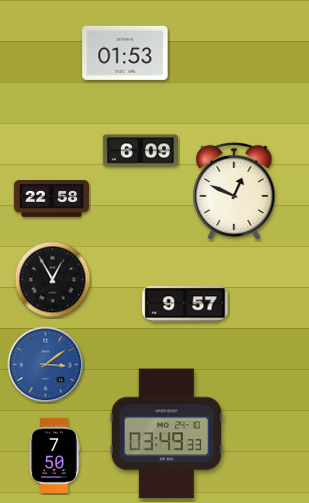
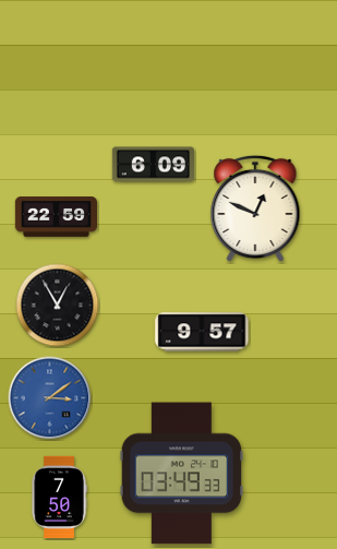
clock at (125, 53): 01:53 -> none
clock at (51, 199): 22:58 -> 22:59
